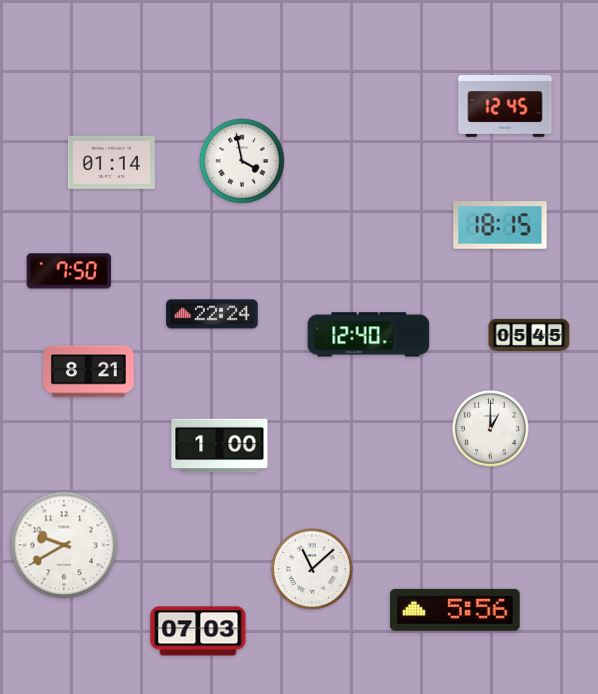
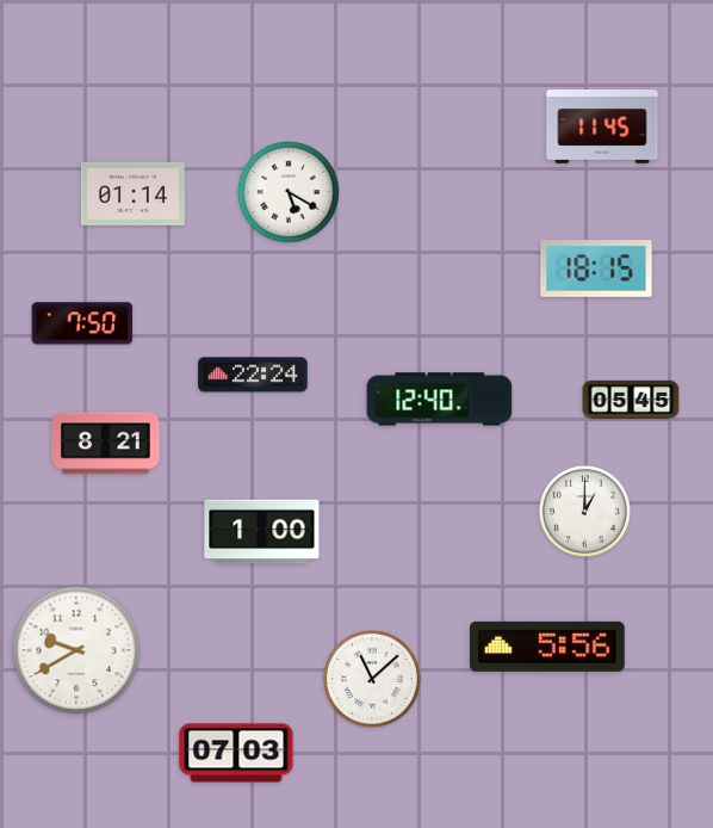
clock at (505, 107): 12:45 -> 11:45
clock at (242, 161): 3:58 -> 5:20
clock at (456, 610) position: (456, 610) -> (548, 647)
